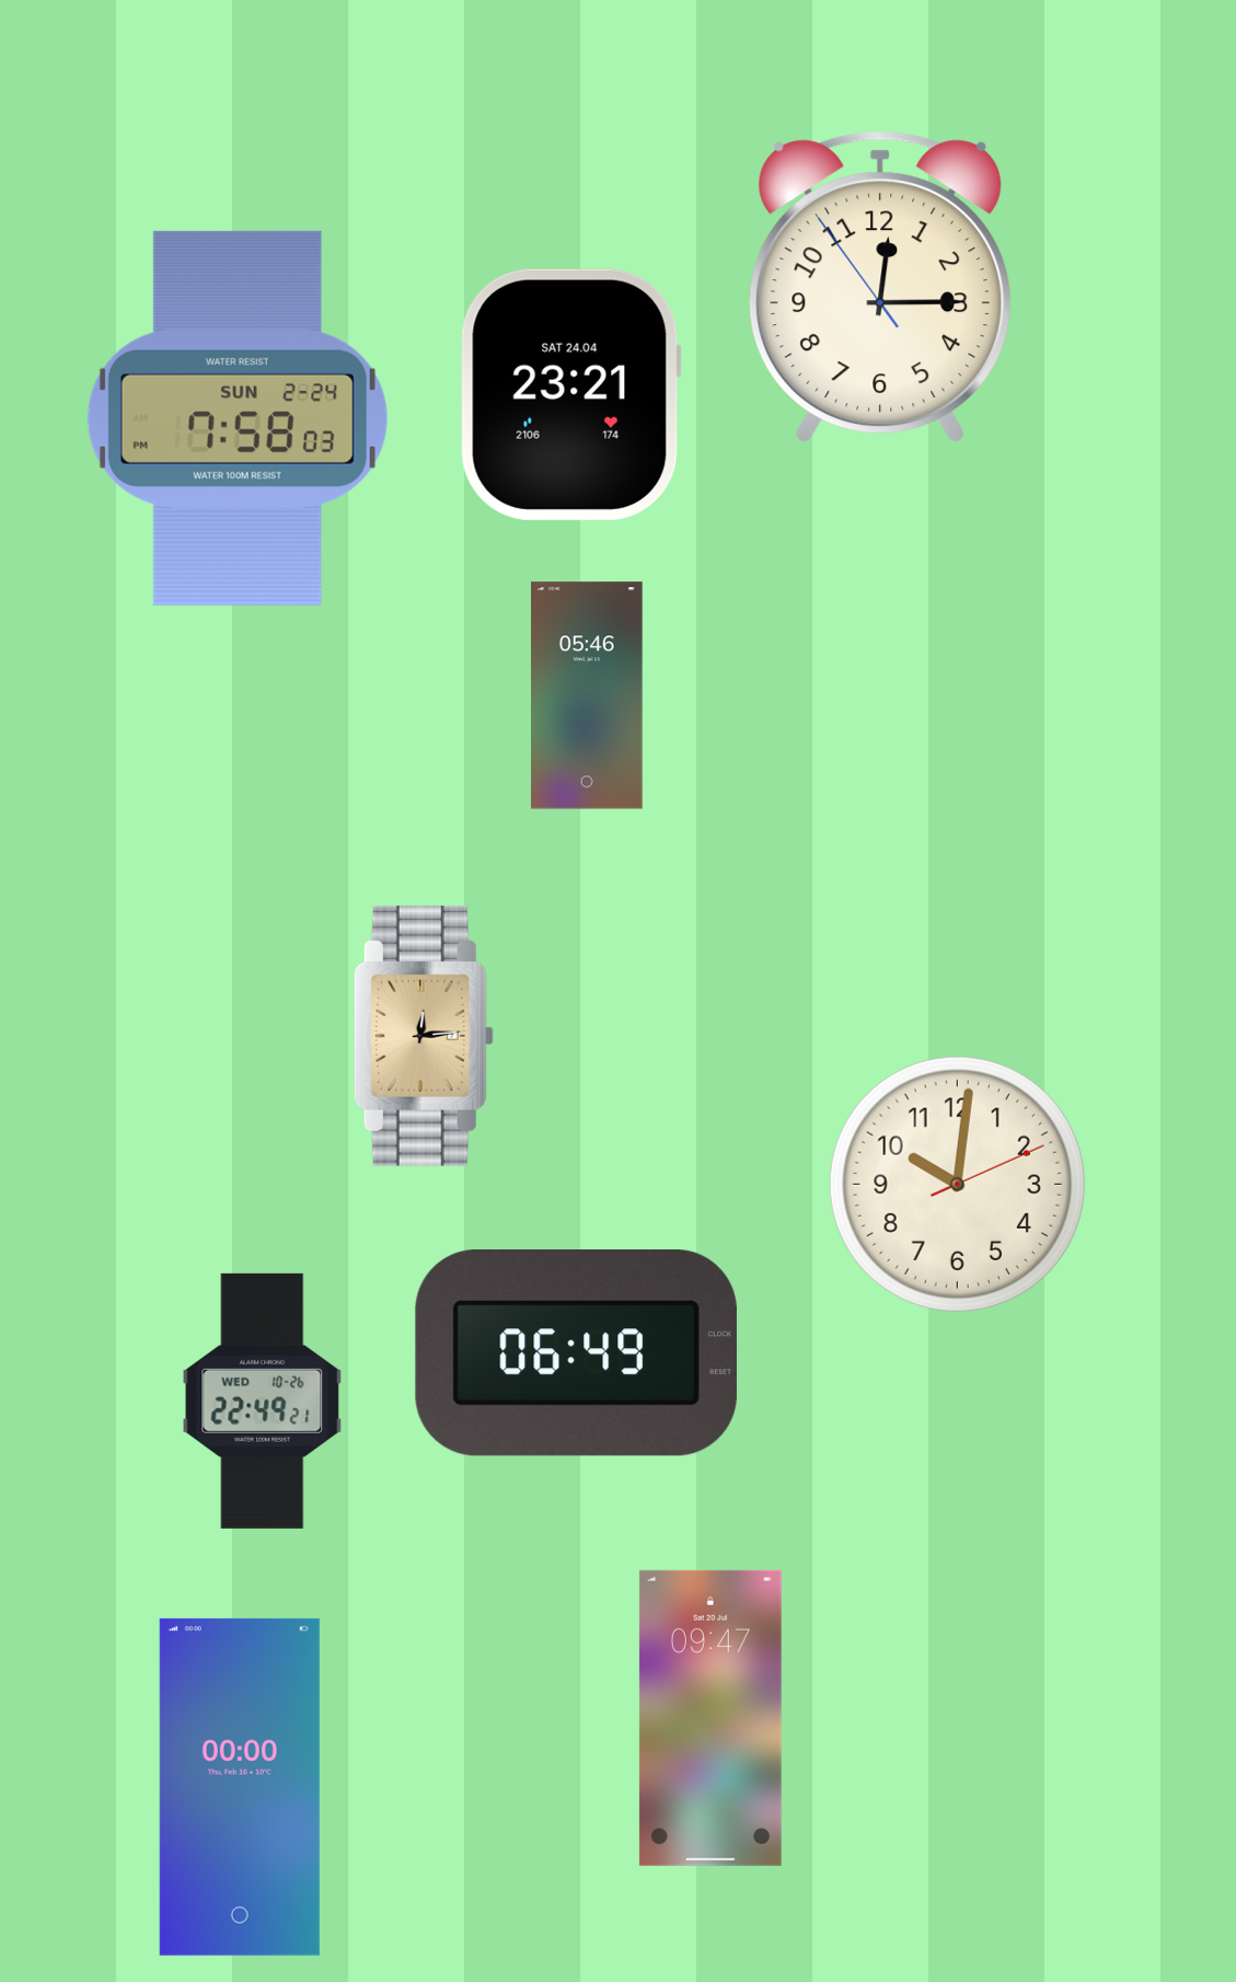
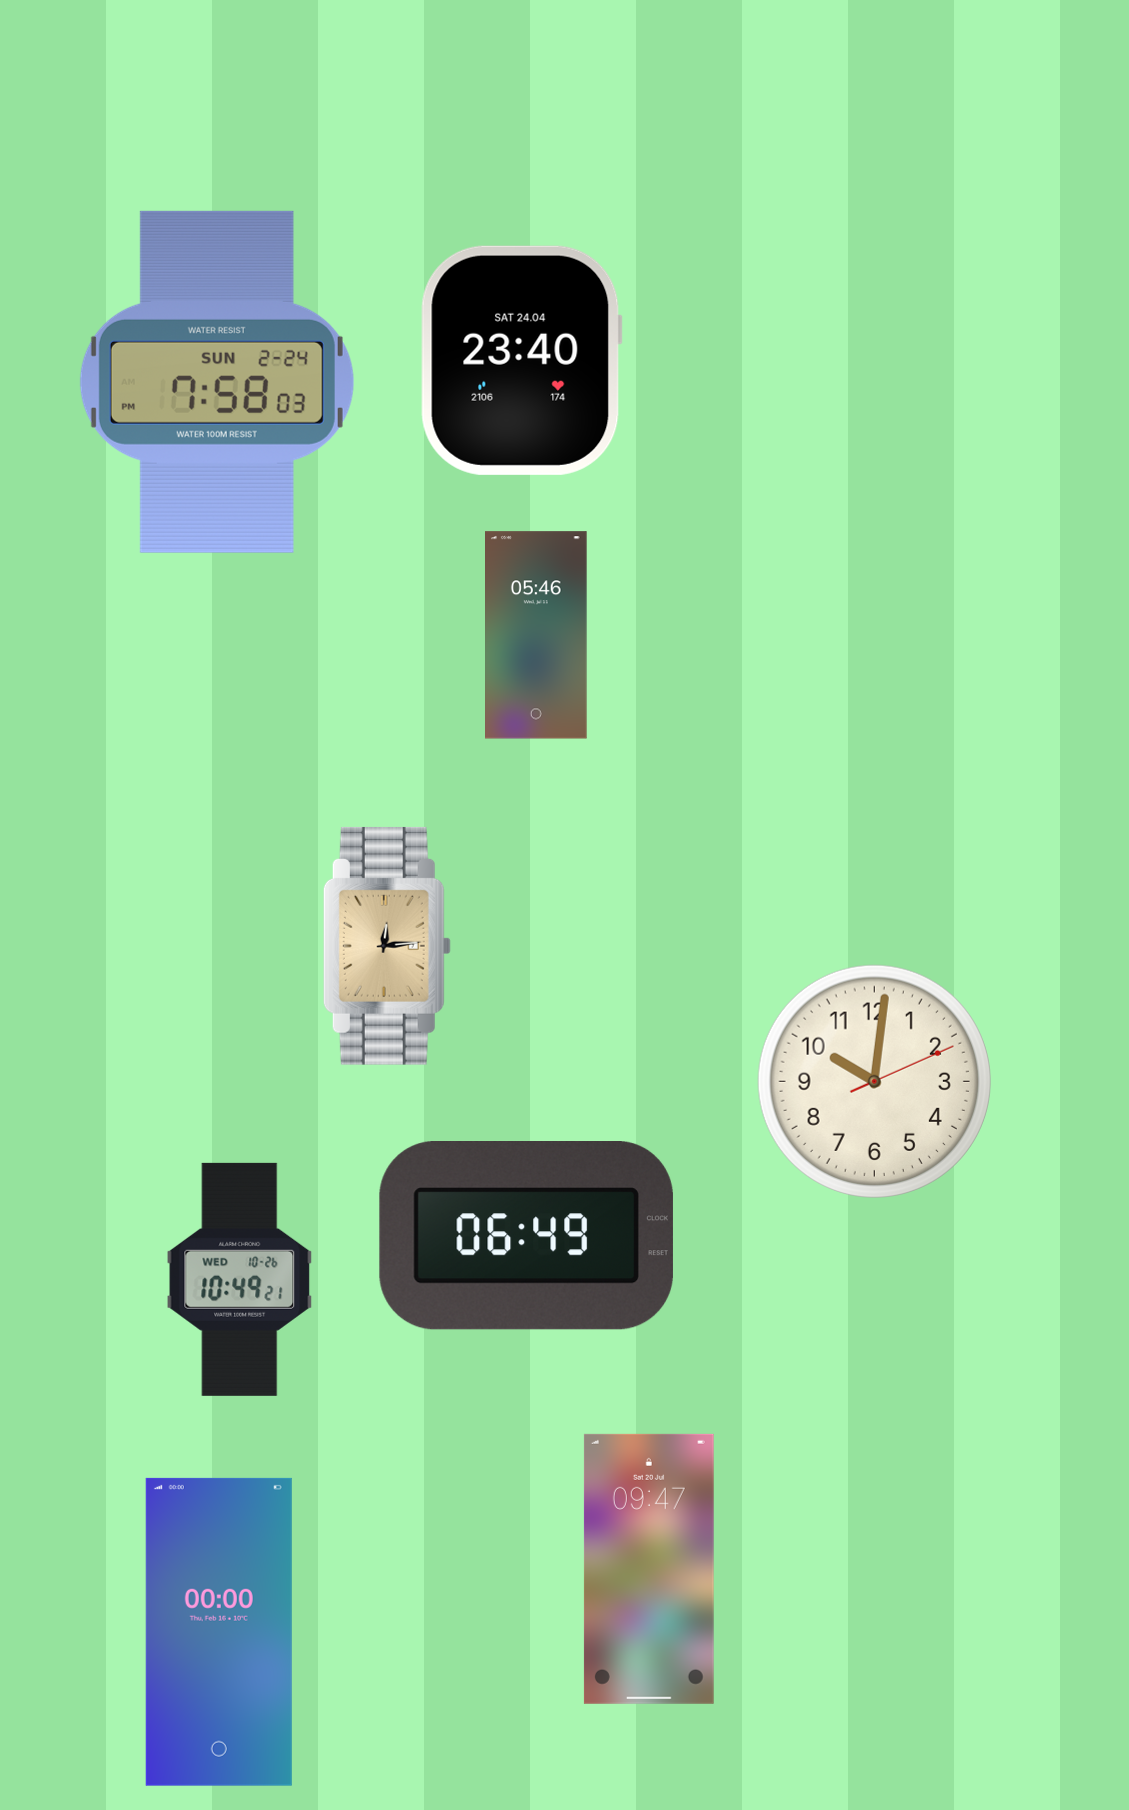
clock at (879, 287): 12:14 -> none
clock at (570, 394): 23:21 -> 23:40
clock at (263, 1401): 22:49 -> 10:49
